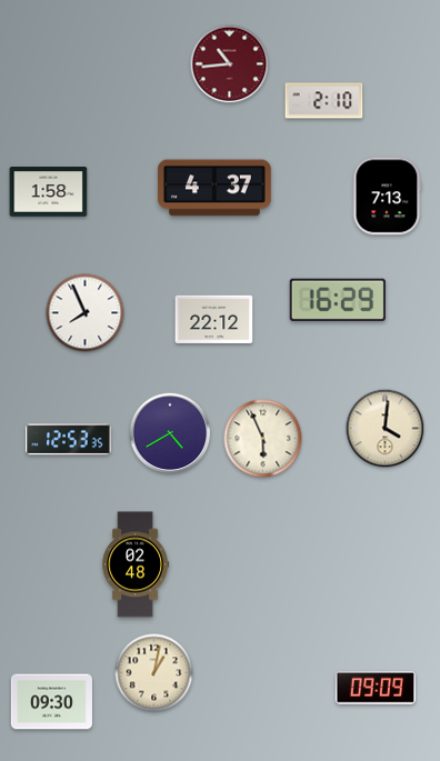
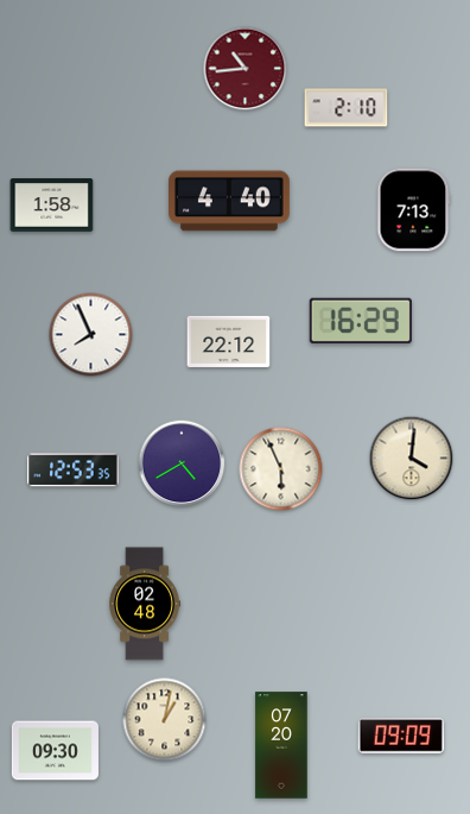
clock at (216, 188): 4:37 -> 4:40
clock at (281, 745): none -> 07:20
